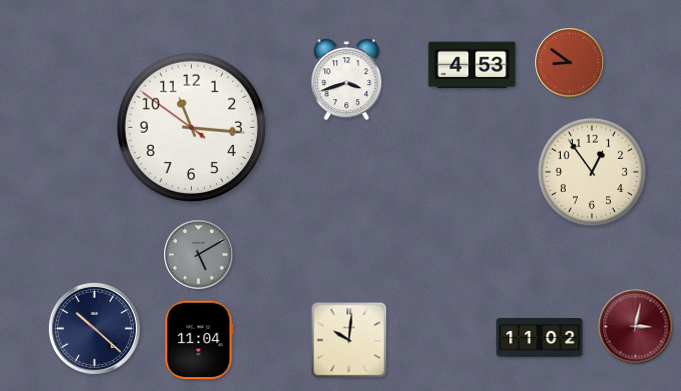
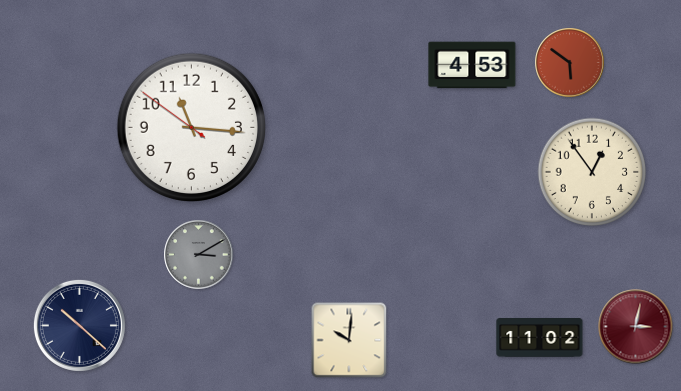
clock at (570, 63): 8:51 -> 5:51
clock at (347, 80): 3:42 -> none
clock at (199, 255): 5:10 -> 3:10
clock at (94, 328) position: (94, 328) -> (79, 325)
clock at (199, 340): 11:04 -> none
